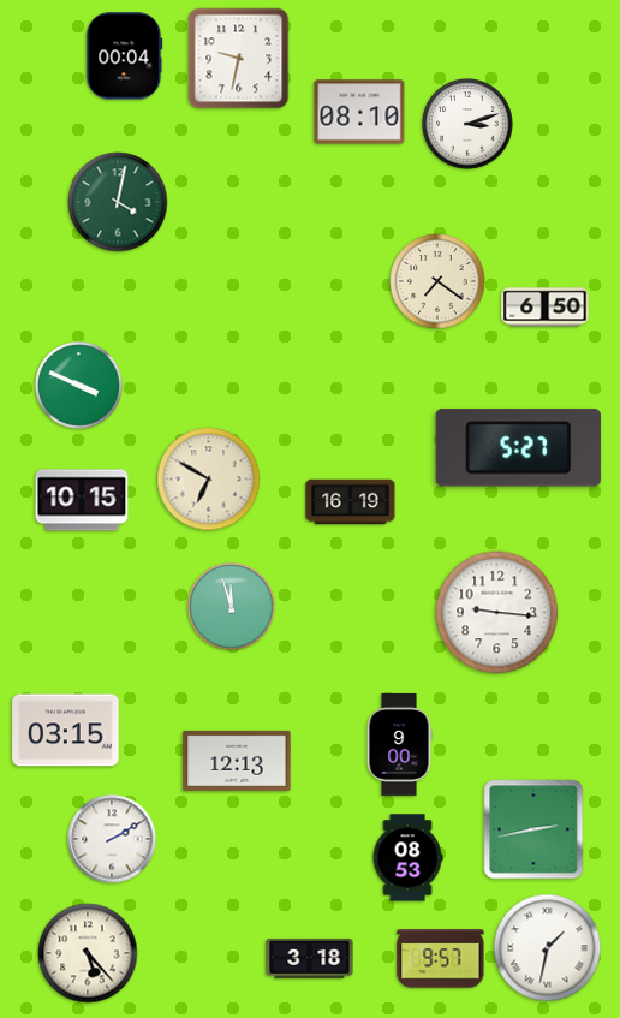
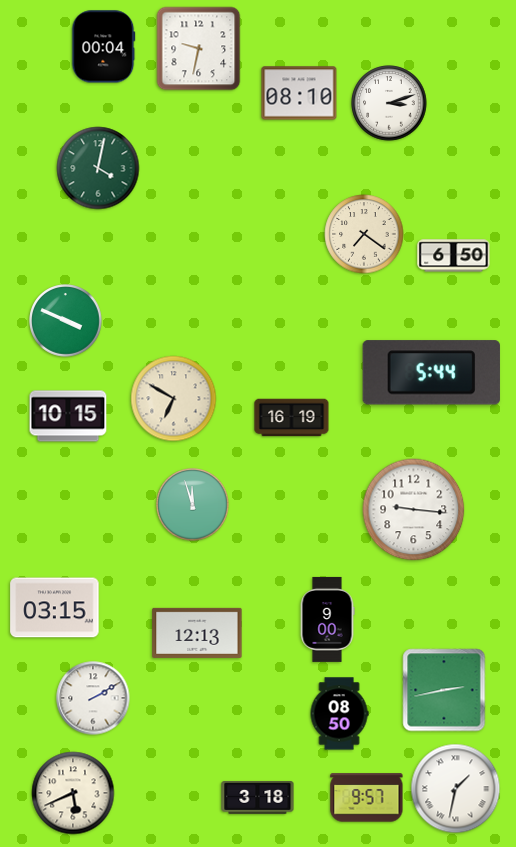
clock at (518, 448): 5:27 -> 5:44
clock at (399, 744) position: (399, 744) -> (327, 619)
clock at (407, 858): 08:53 -> 08:50
clock at (88, 953): 5:23 -> 5:41
